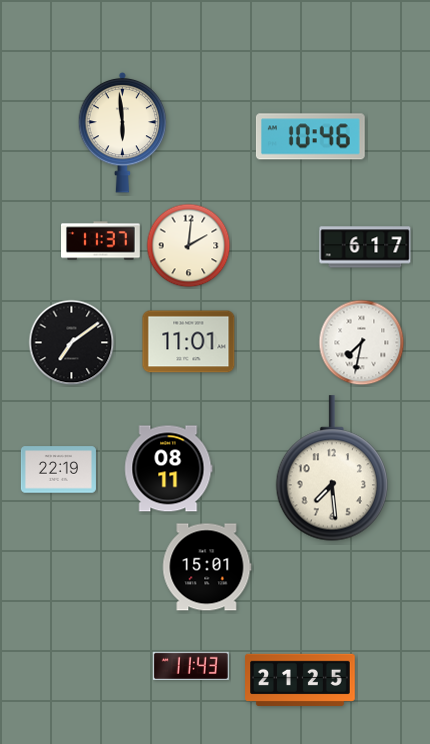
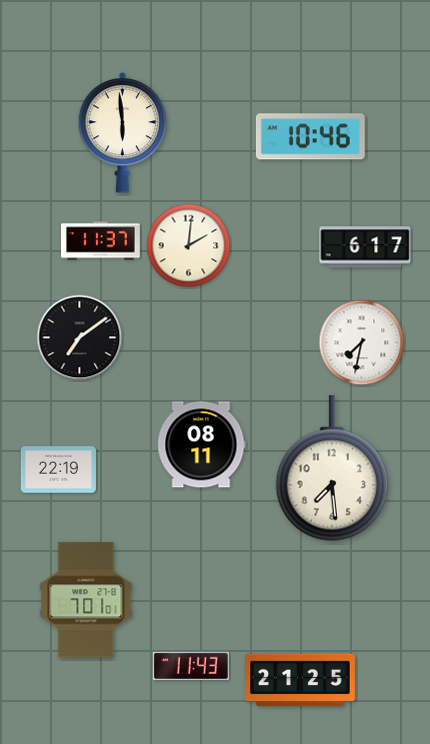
clock at (189, 342): 11:01 -> none
clock at (72, 343) position: (72, 343) -> (80, 338)
clock at (169, 469) position: (169, 469) -> (202, 445)
clock at (207, 567): 15:01 -> none
clock at (86, 600): none -> 7:01
